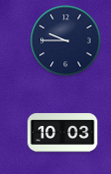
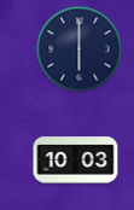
clock at (66, 41): 9:45 -> 6:00
